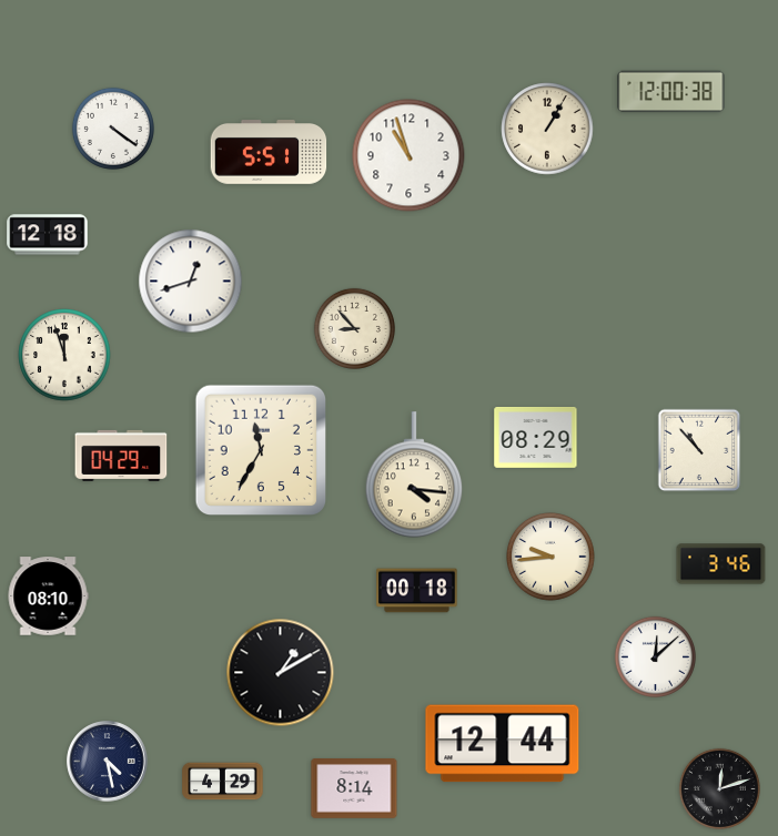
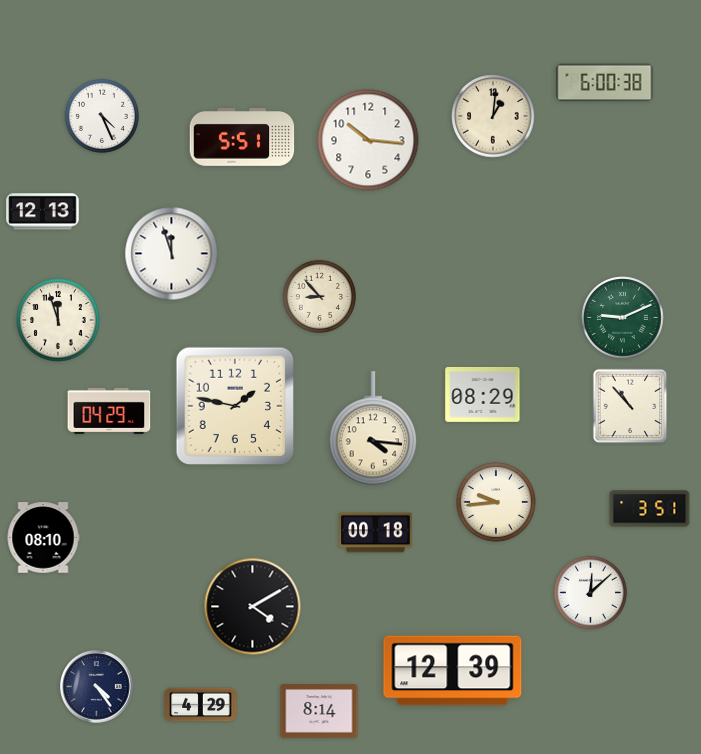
clock at (671, 92): 12:00 -> 6:00
clock at (113, 129): 4:21 -> 4:26
clock at (547, 129): 1:05 -> 1:01
clock at (408, 155): 10:57 -> 10:16
clock at (48, 235): 12:18 -> 12:13
clock at (191, 282): 12:42 -> 11:57
clock at (623, 318): none -> 9:11
clock at (261, 450): 11:35 -> 1:47
clock at (721, 564): 3:46 -> 3:51
clock at (281, 673): 1:10 -> 4:10
clock at (503, 744): 12:44 -> 12:39
clock at (108, 762): 4:28 -> 4:24
clock at (719, 788): 12:12 -> none
